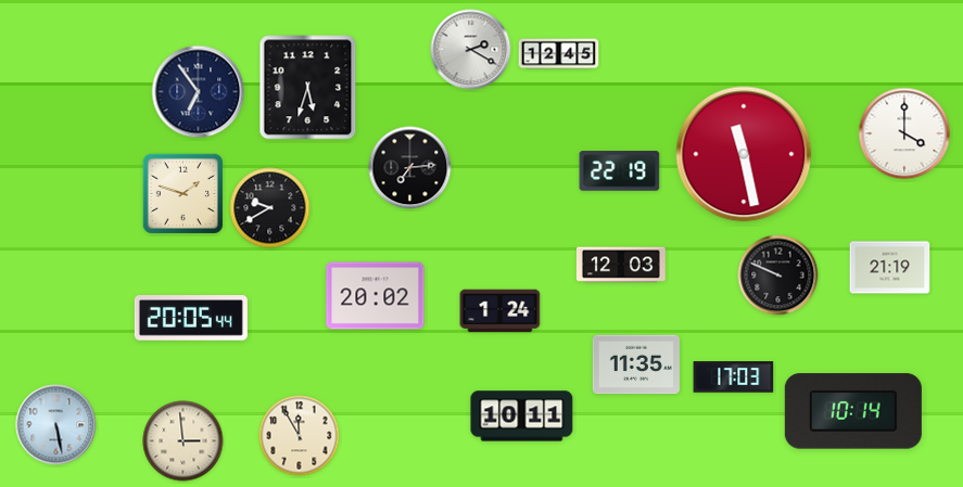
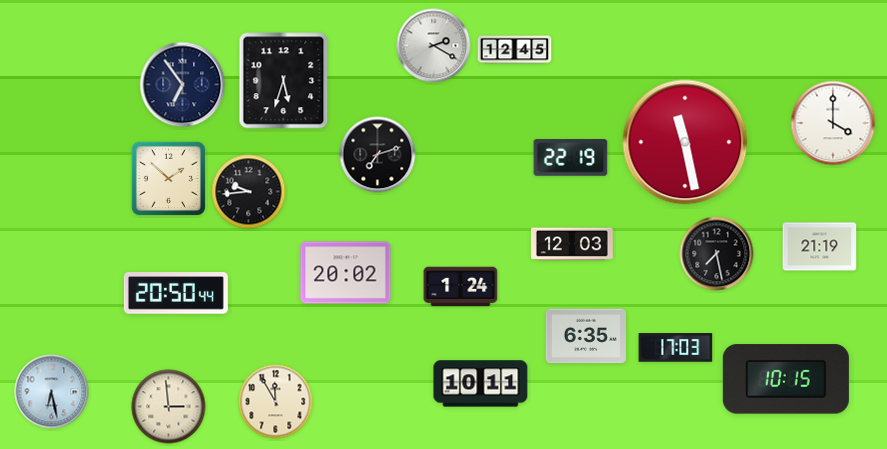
clock at (410, 168): 7:14 -> 7:12
clock at (182, 193): 1:48 -> 1:52
clock at (270, 208): 9:40 -> 9:44
clock at (778, 275): 9:49 -> 7:28
clock at (191, 318): 20:05 -> 20:50
clock at (636, 364): 11:35 -> 6:35
clock at (853, 411): 10:14 -> 10:15
clock at (56, 425): 5:28 -> 6:28
